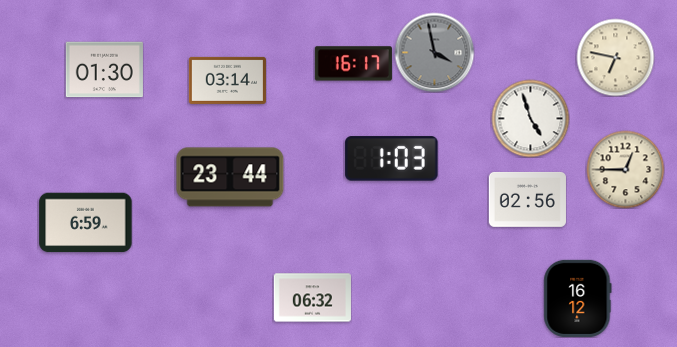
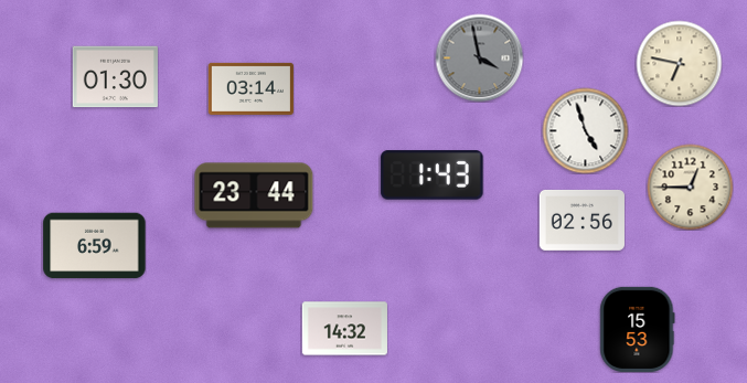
clock at (353, 64): 16:17 -> none
clock at (392, 159): 1:03 -> 1:43
clock at (312, 298): 06:32 -> 14:32
clock at (578, 298): 16:12 -> 15:53
